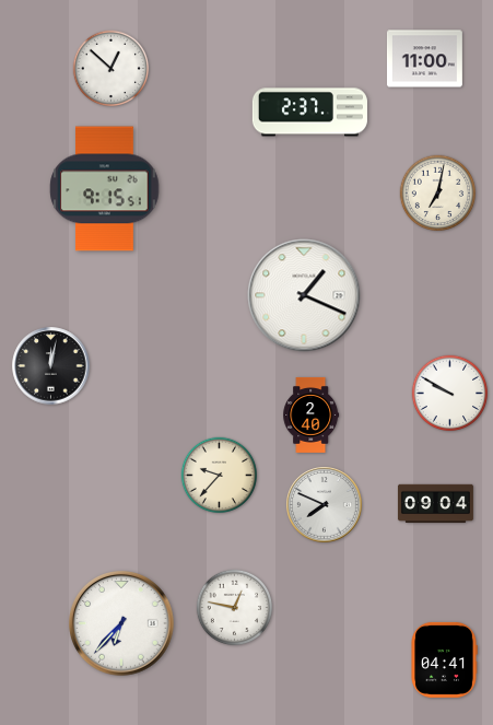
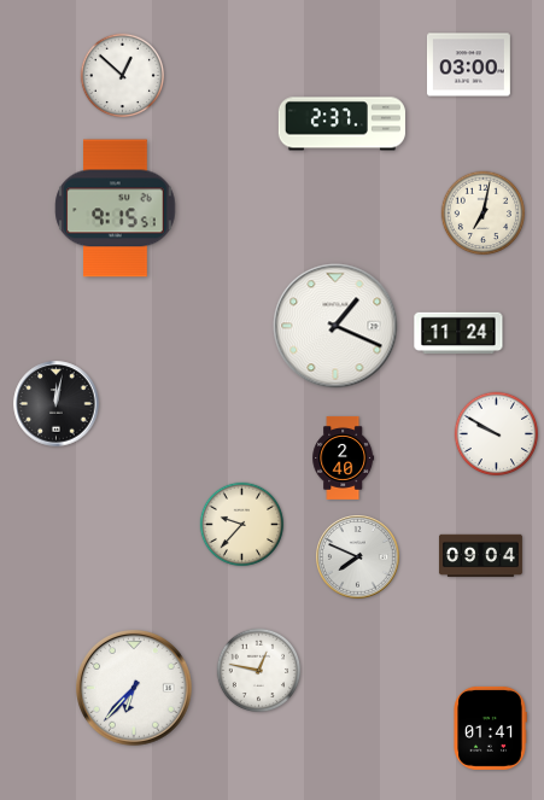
clock at (424, 59): 11:00 -> 03:00
clock at (458, 333): none -> 11:24
clock at (444, 659): 04:41 -> 01:41
